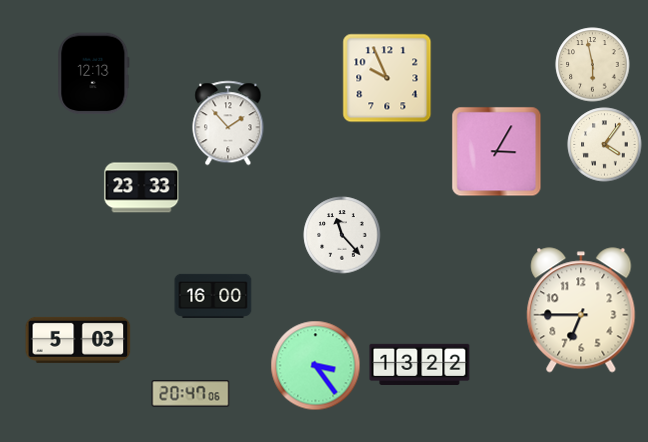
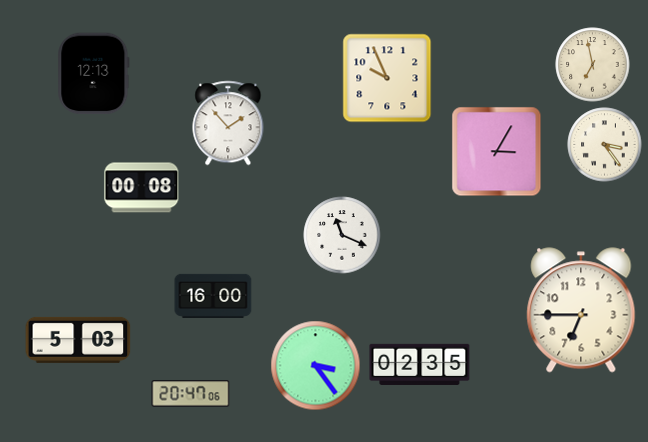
clock at (593, 65): 5:58 -> 6:58
clock at (605, 145): 4:06 -> 3:24
clock at (142, 188): 23:33 -> 00:08
clock at (342, 235): 11:23 -> 11:19
clock at (420, 364): 13:22 -> 02:35
